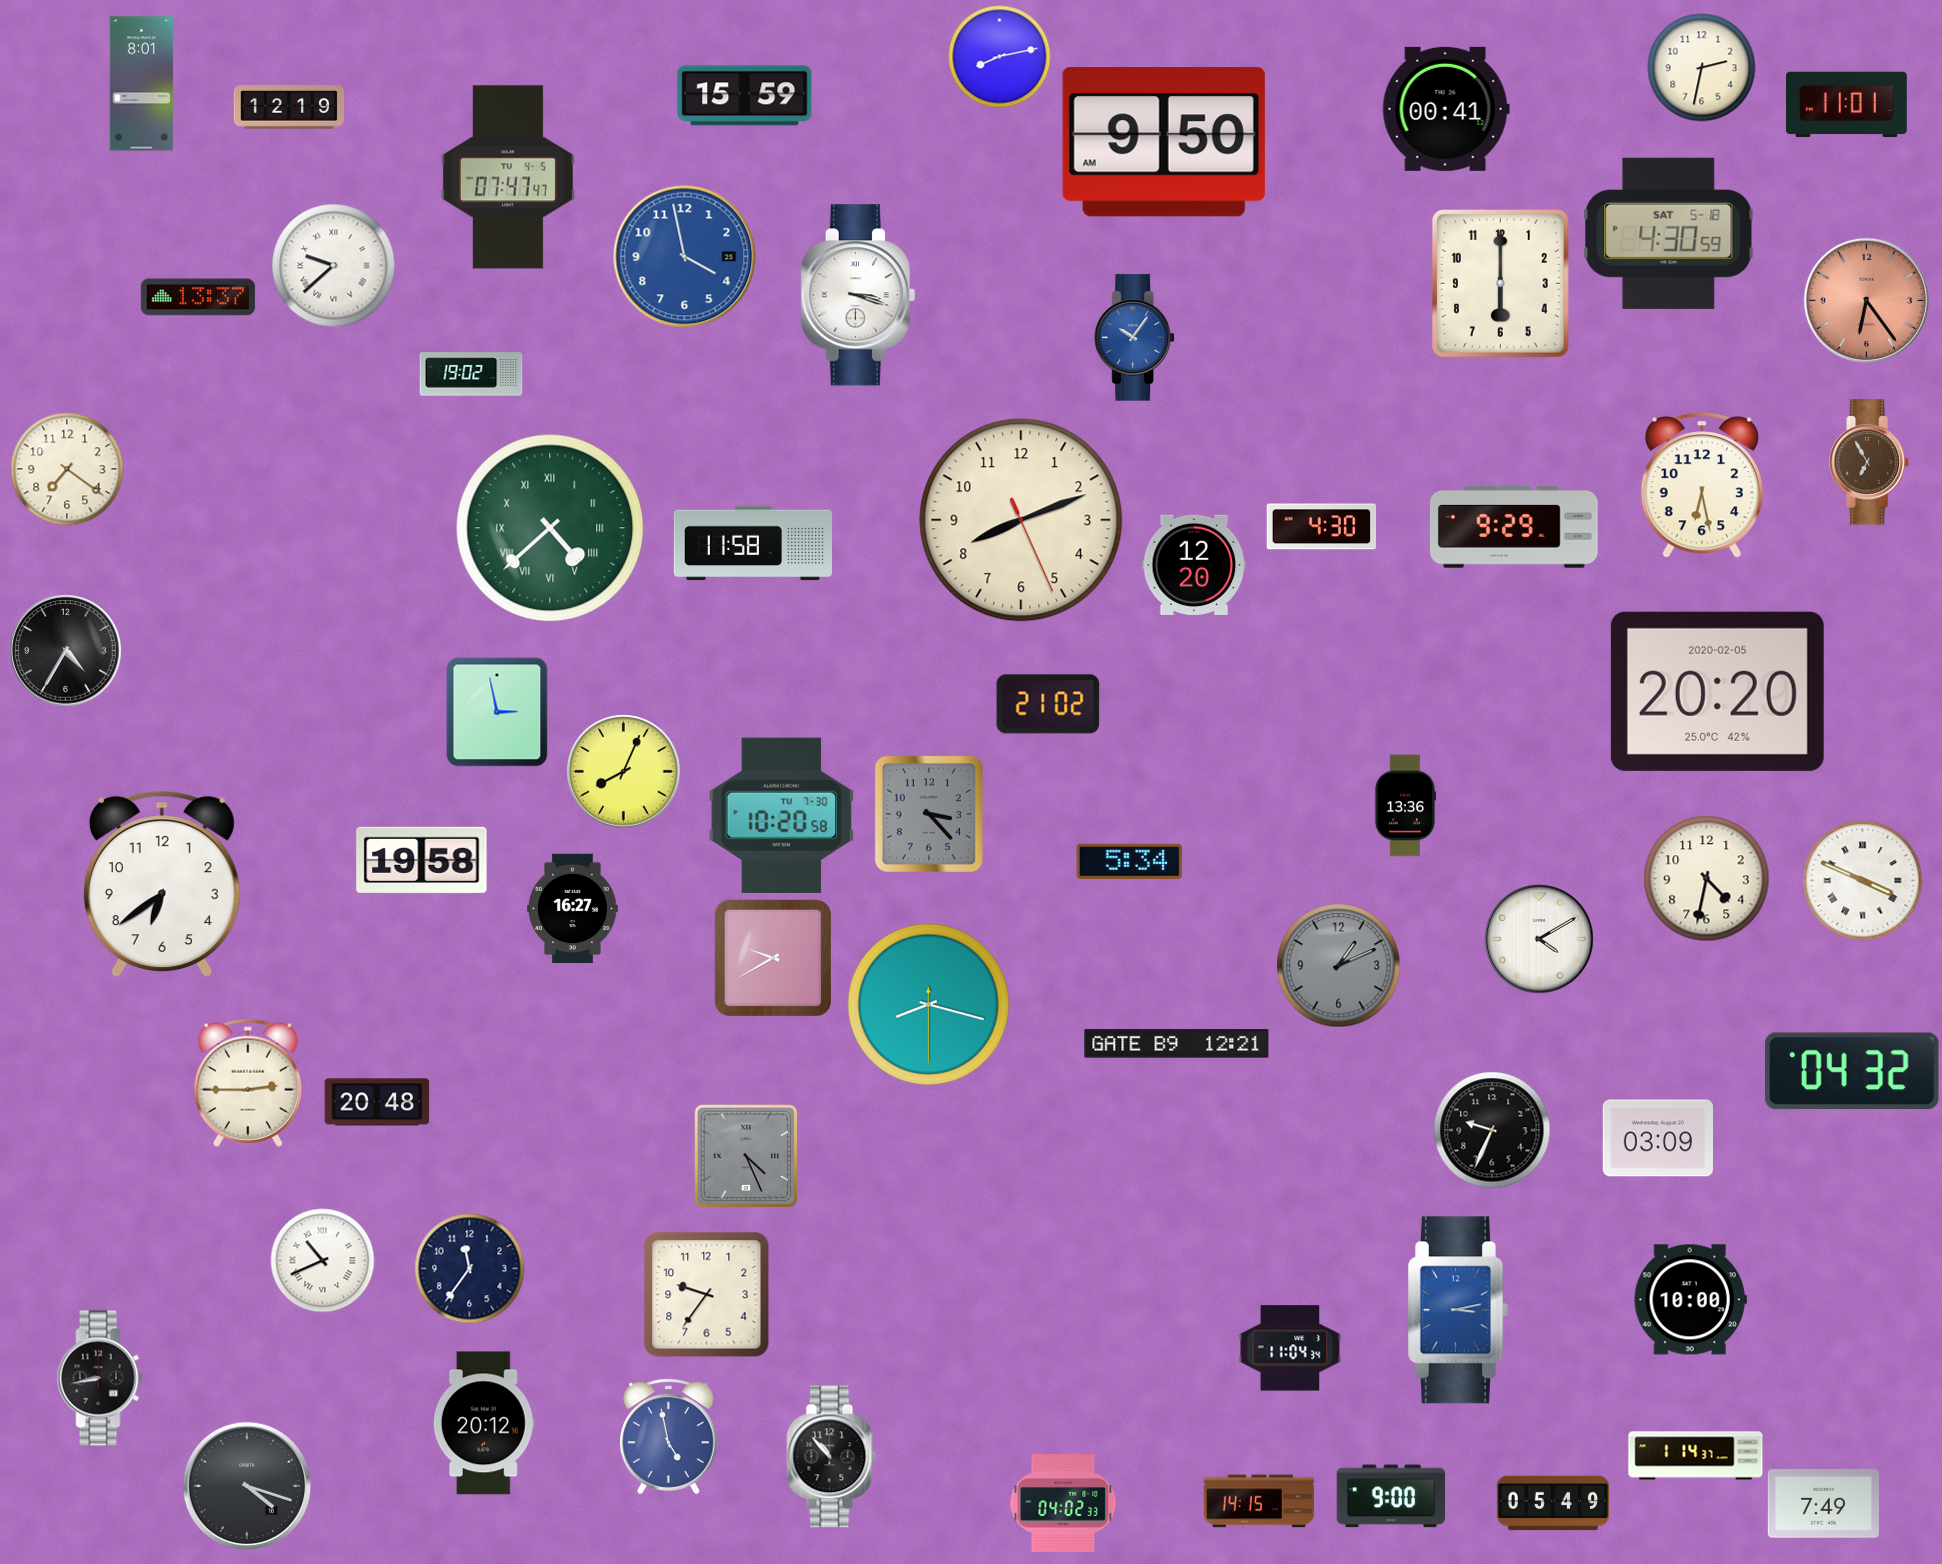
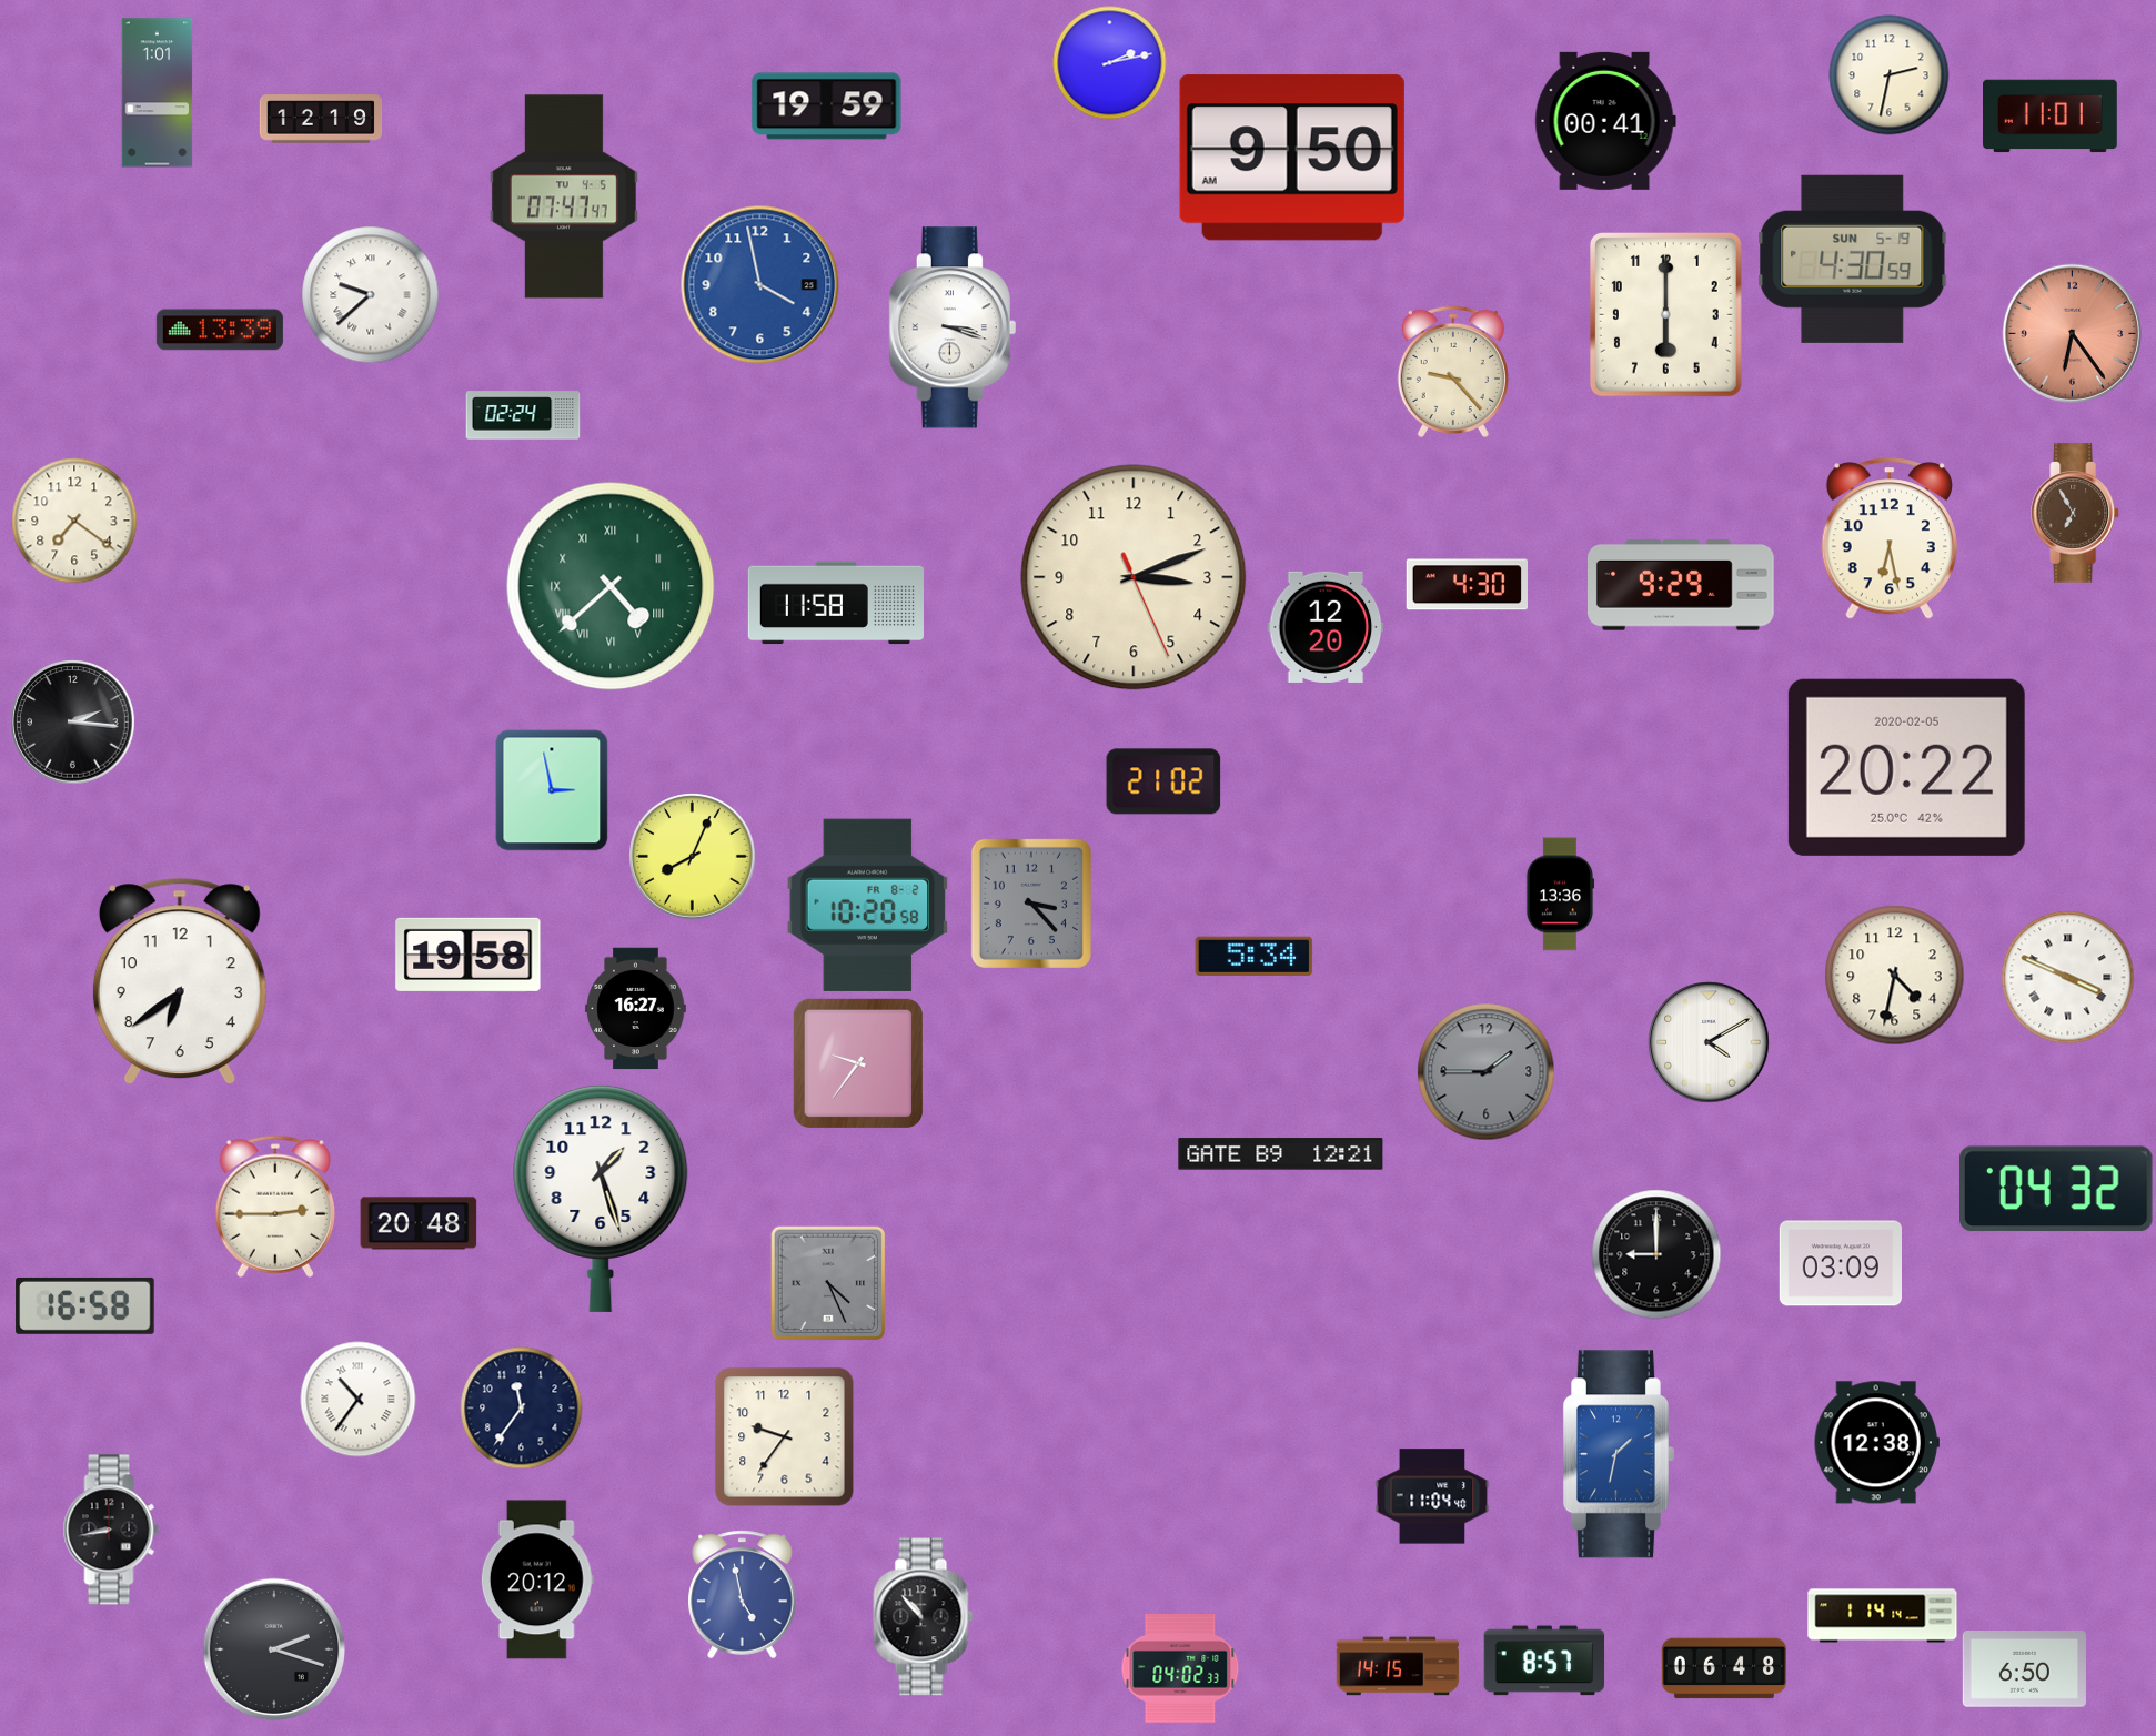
clock at (1000, 57): 8:13 -> 2:13
clock at (142, 84): 8:01 -> 1:01
clock at (745, 96): 15:59 -> 19:59
clock at (1669, 233) date: SAT 5-18 -> SUN 5-19
clock at (198, 297): 13:37 -> 13:39
clock at (1453, 371): none -> 9:23
clock at (1134, 338): 10:06 -> none
clock at (471, 374): 19:02 -> 02:24
clock at (1021, 520): 8:11 -> 3:11
clock at (66, 651): 4:35 -> 2:16
clock at (1717, 691): 20:20 -> 20:22
clock at (782, 815) date: TU 7-30 -> FR 8-2
clock at (773, 958): 9:40 -> 9:36
clock at (1339, 966): 1:11 -> 1:45
clock at (928, 1004): 8:17 -> none
clock at (1177, 1044) position: (1177, 1044) -> (1281, 1154)
clock at (601, 1198): none -> 1:27
clock at (248, 1083) position: (248, 1083) -> (275, 1207)
clock at (1492, 1130): 9:34 -> 9:00
clock at (85, 1305): none -> 16:58
clock at (323, 1261): 10:41 -> 10:36
clock at (1690, 1300): 10:00 -> 12:38
clock at (1458, 1310): 3:13 -> 1:32
clock at (1290, 1348): 11:04:34 -> 11:04:40
clock at (1696, 1456): 1:14:37 -> 1:14:14
clock at (246, 1485): 4:18 -> 2:18
clock at (1391, 1496): 9:00 -> 8:57
clock at (1552, 1503): 05:49 -> 06:48
clock at (1823, 1504): 7:49 -> 6:50
